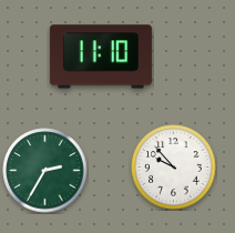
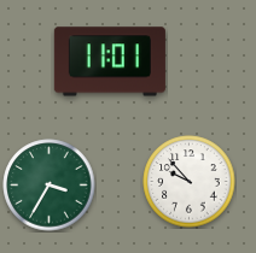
clock at (101, 57): 11:10 -> 11:01
clock at (45, 171): 2:35 -> 3:35
